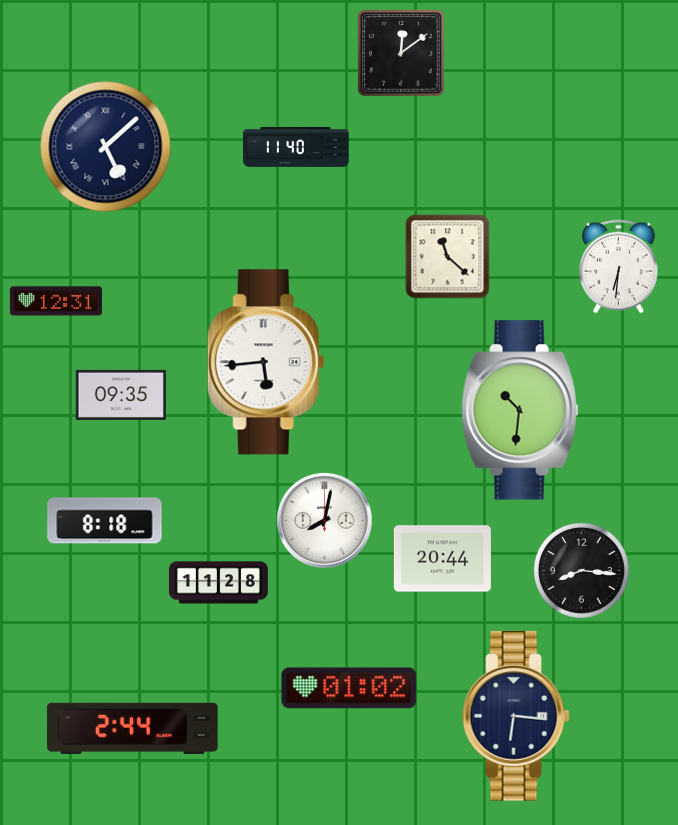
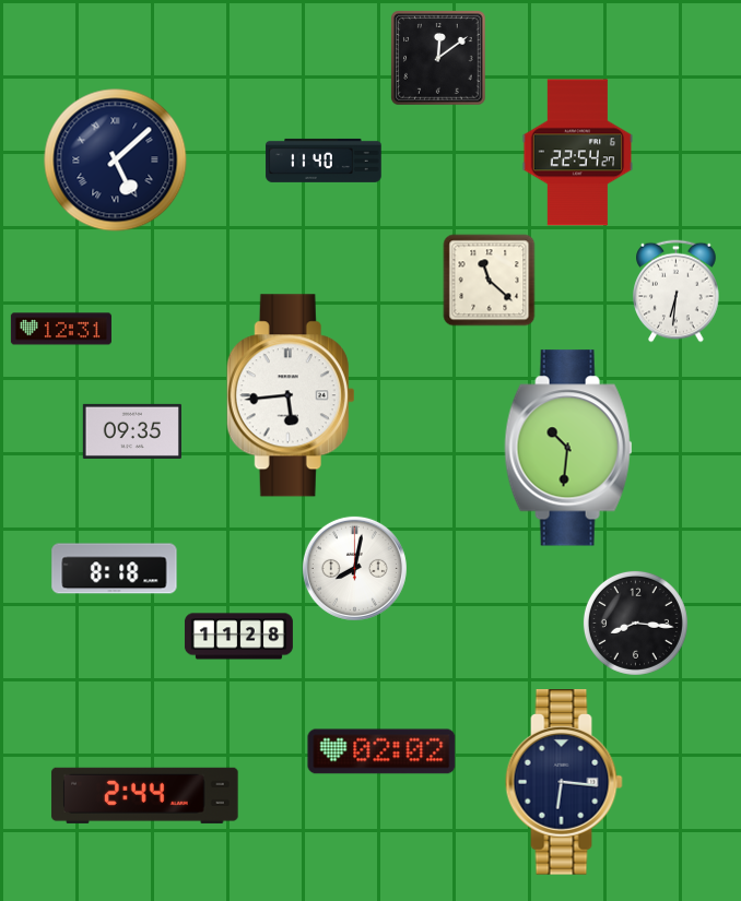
clock at (578, 153): none -> 22:54
clock at (442, 559): 20:44 -> none
clock at (349, 688): 01:02 -> 02:02
